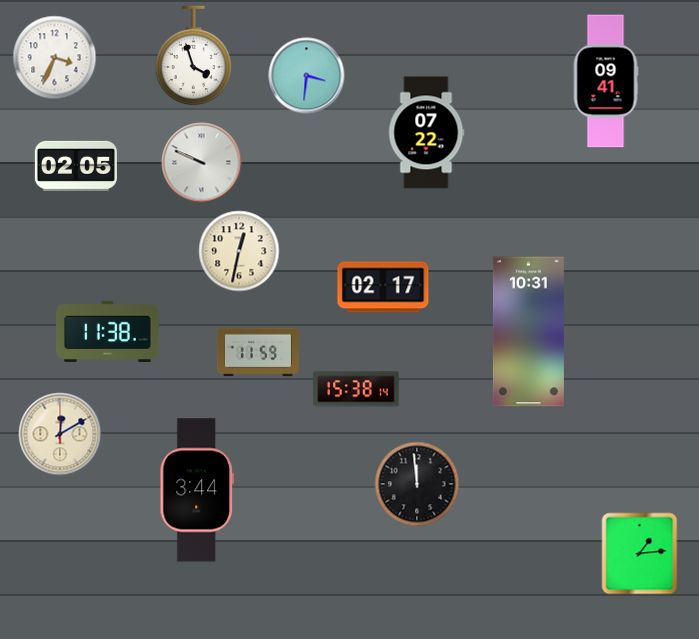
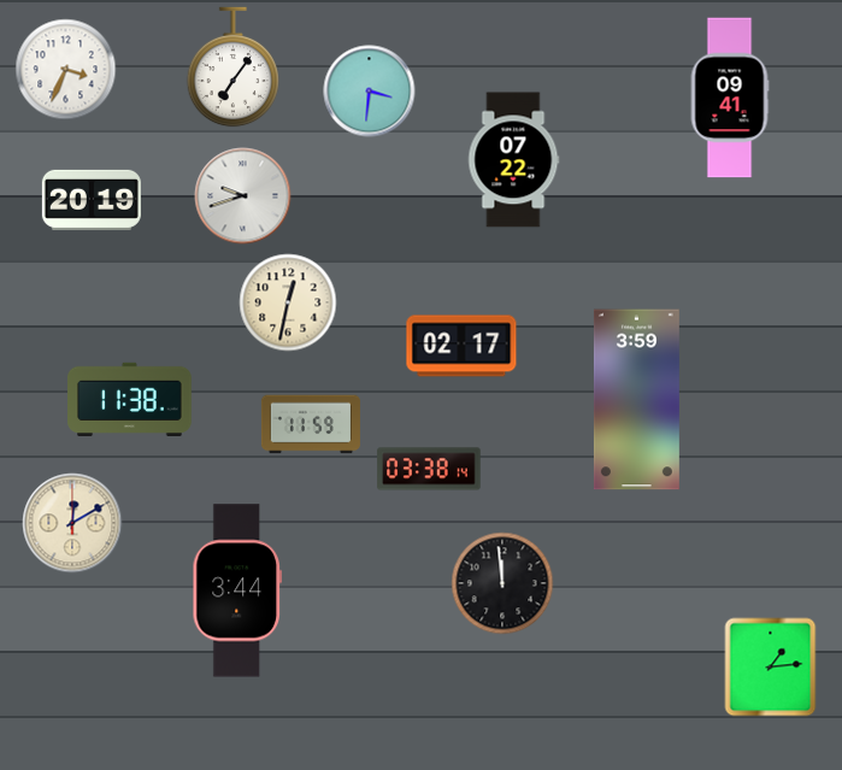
clock at (194, 56): 3:57 -> 7:06
clock at (202, 163): 9:49 -> 9:42
clock at (76, 166): 02:05 -> 20:19
clock at (528, 332): 10:31 -> 3:59
clock at (356, 389): 15:38 -> 03:38
